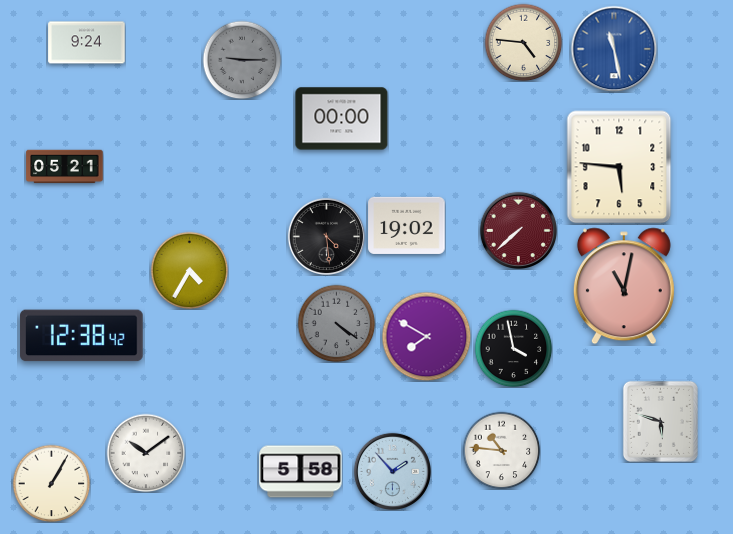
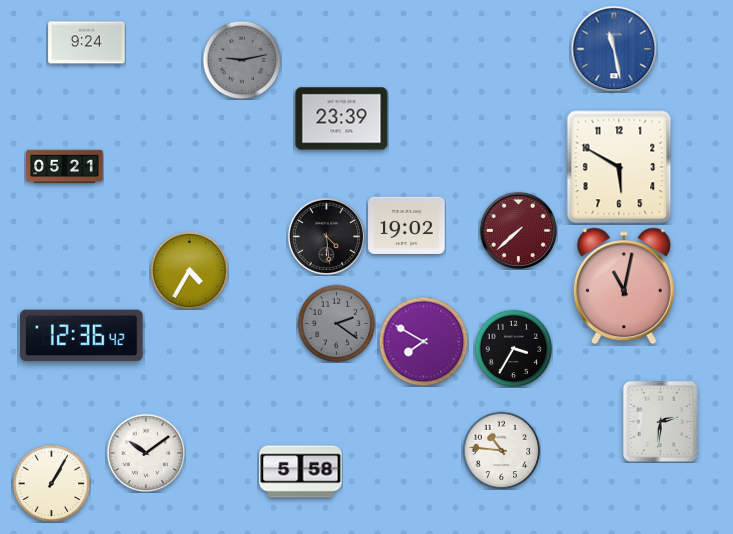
clock at (523, 42): 4:46 -> none
clock at (242, 60): 9:15 -> 9:13
clock at (342, 119): 00:00 -> 23:39
clock at (619, 167): 5:46 -> 5:50
clock at (336, 323): 4:21 -> 2:21
clock at (82, 336): 12:38 -> 12:36
clock at (426, 336) position: (426, 336) -> (423, 341)
clock at (513, 348): 3:58 -> 3:35
clock at (660, 421): 5:48 -> 2:31
clock at (392, 471): 1:53 -> none
